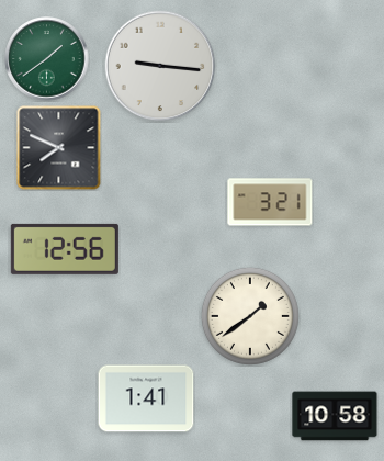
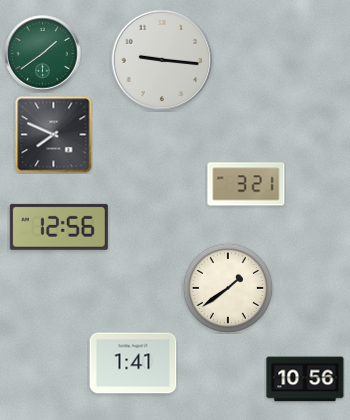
clock at (160, 66) position: (160, 66) -> (162, 60)
clock at (335, 416): 10:58 -> 10:56
